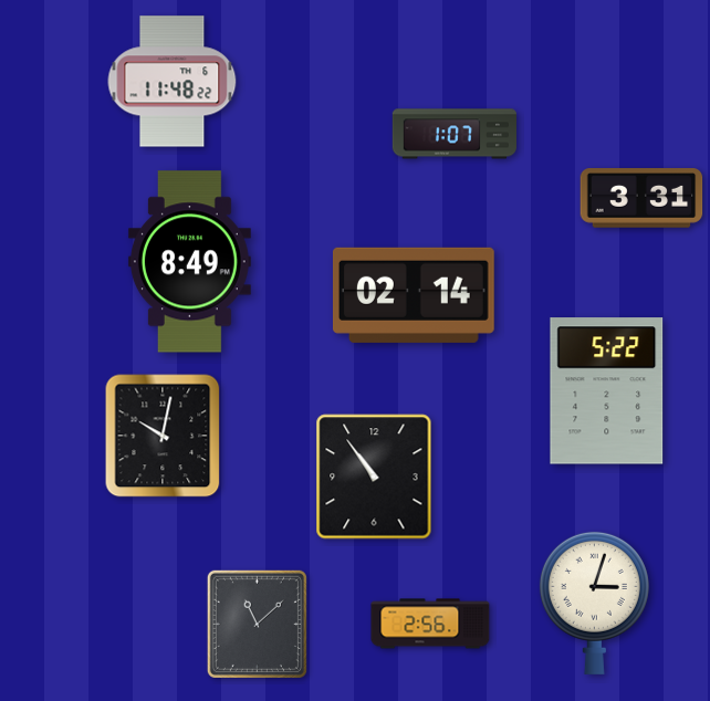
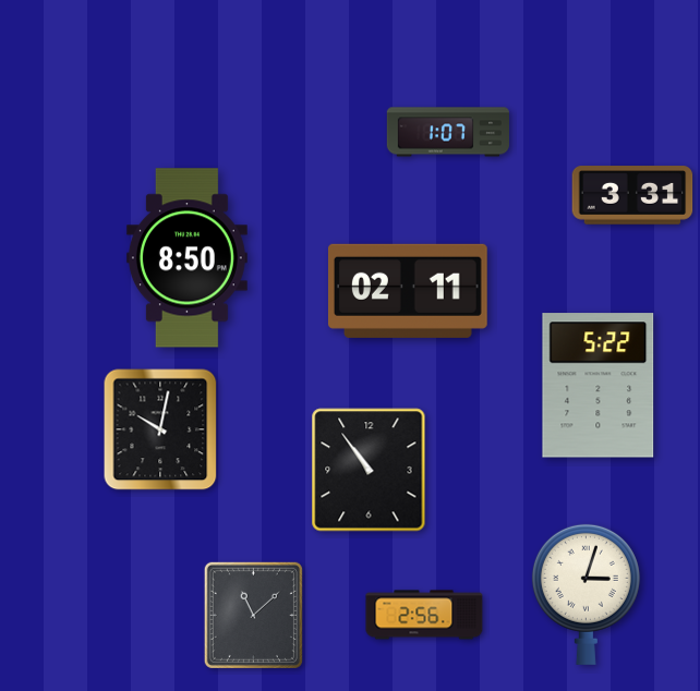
clock at (173, 82): 11:48 -> none
clock at (189, 262): 8:49 -> 8:50
clock at (414, 295): 02:14 -> 02:11
